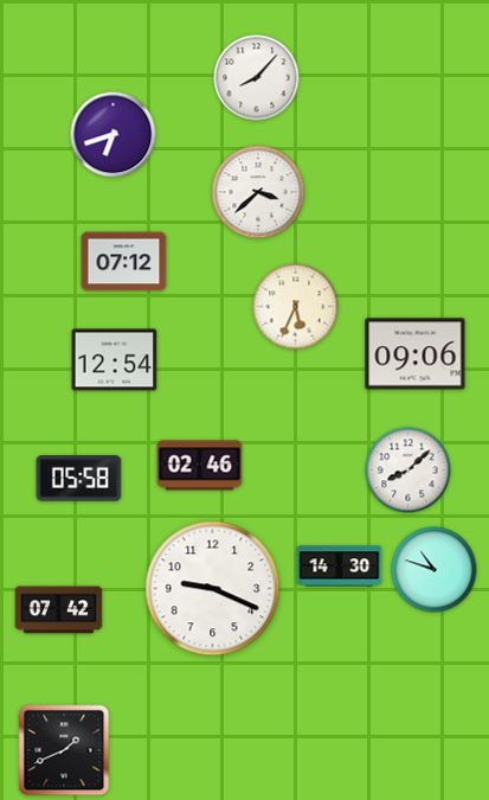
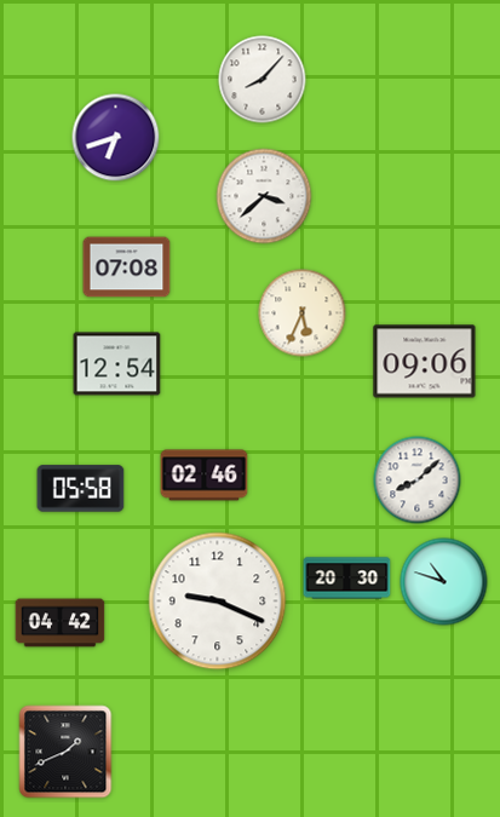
clock at (124, 262): 07:12 -> 07:08
clock at (115, 360) position: (115, 360) -> (117, 364)
clock at (340, 567): 14:30 -> 20:30
clock at (59, 610): 07:42 -> 04:42
clock at (64, 750) position: (64, 750) -> (65, 752)
